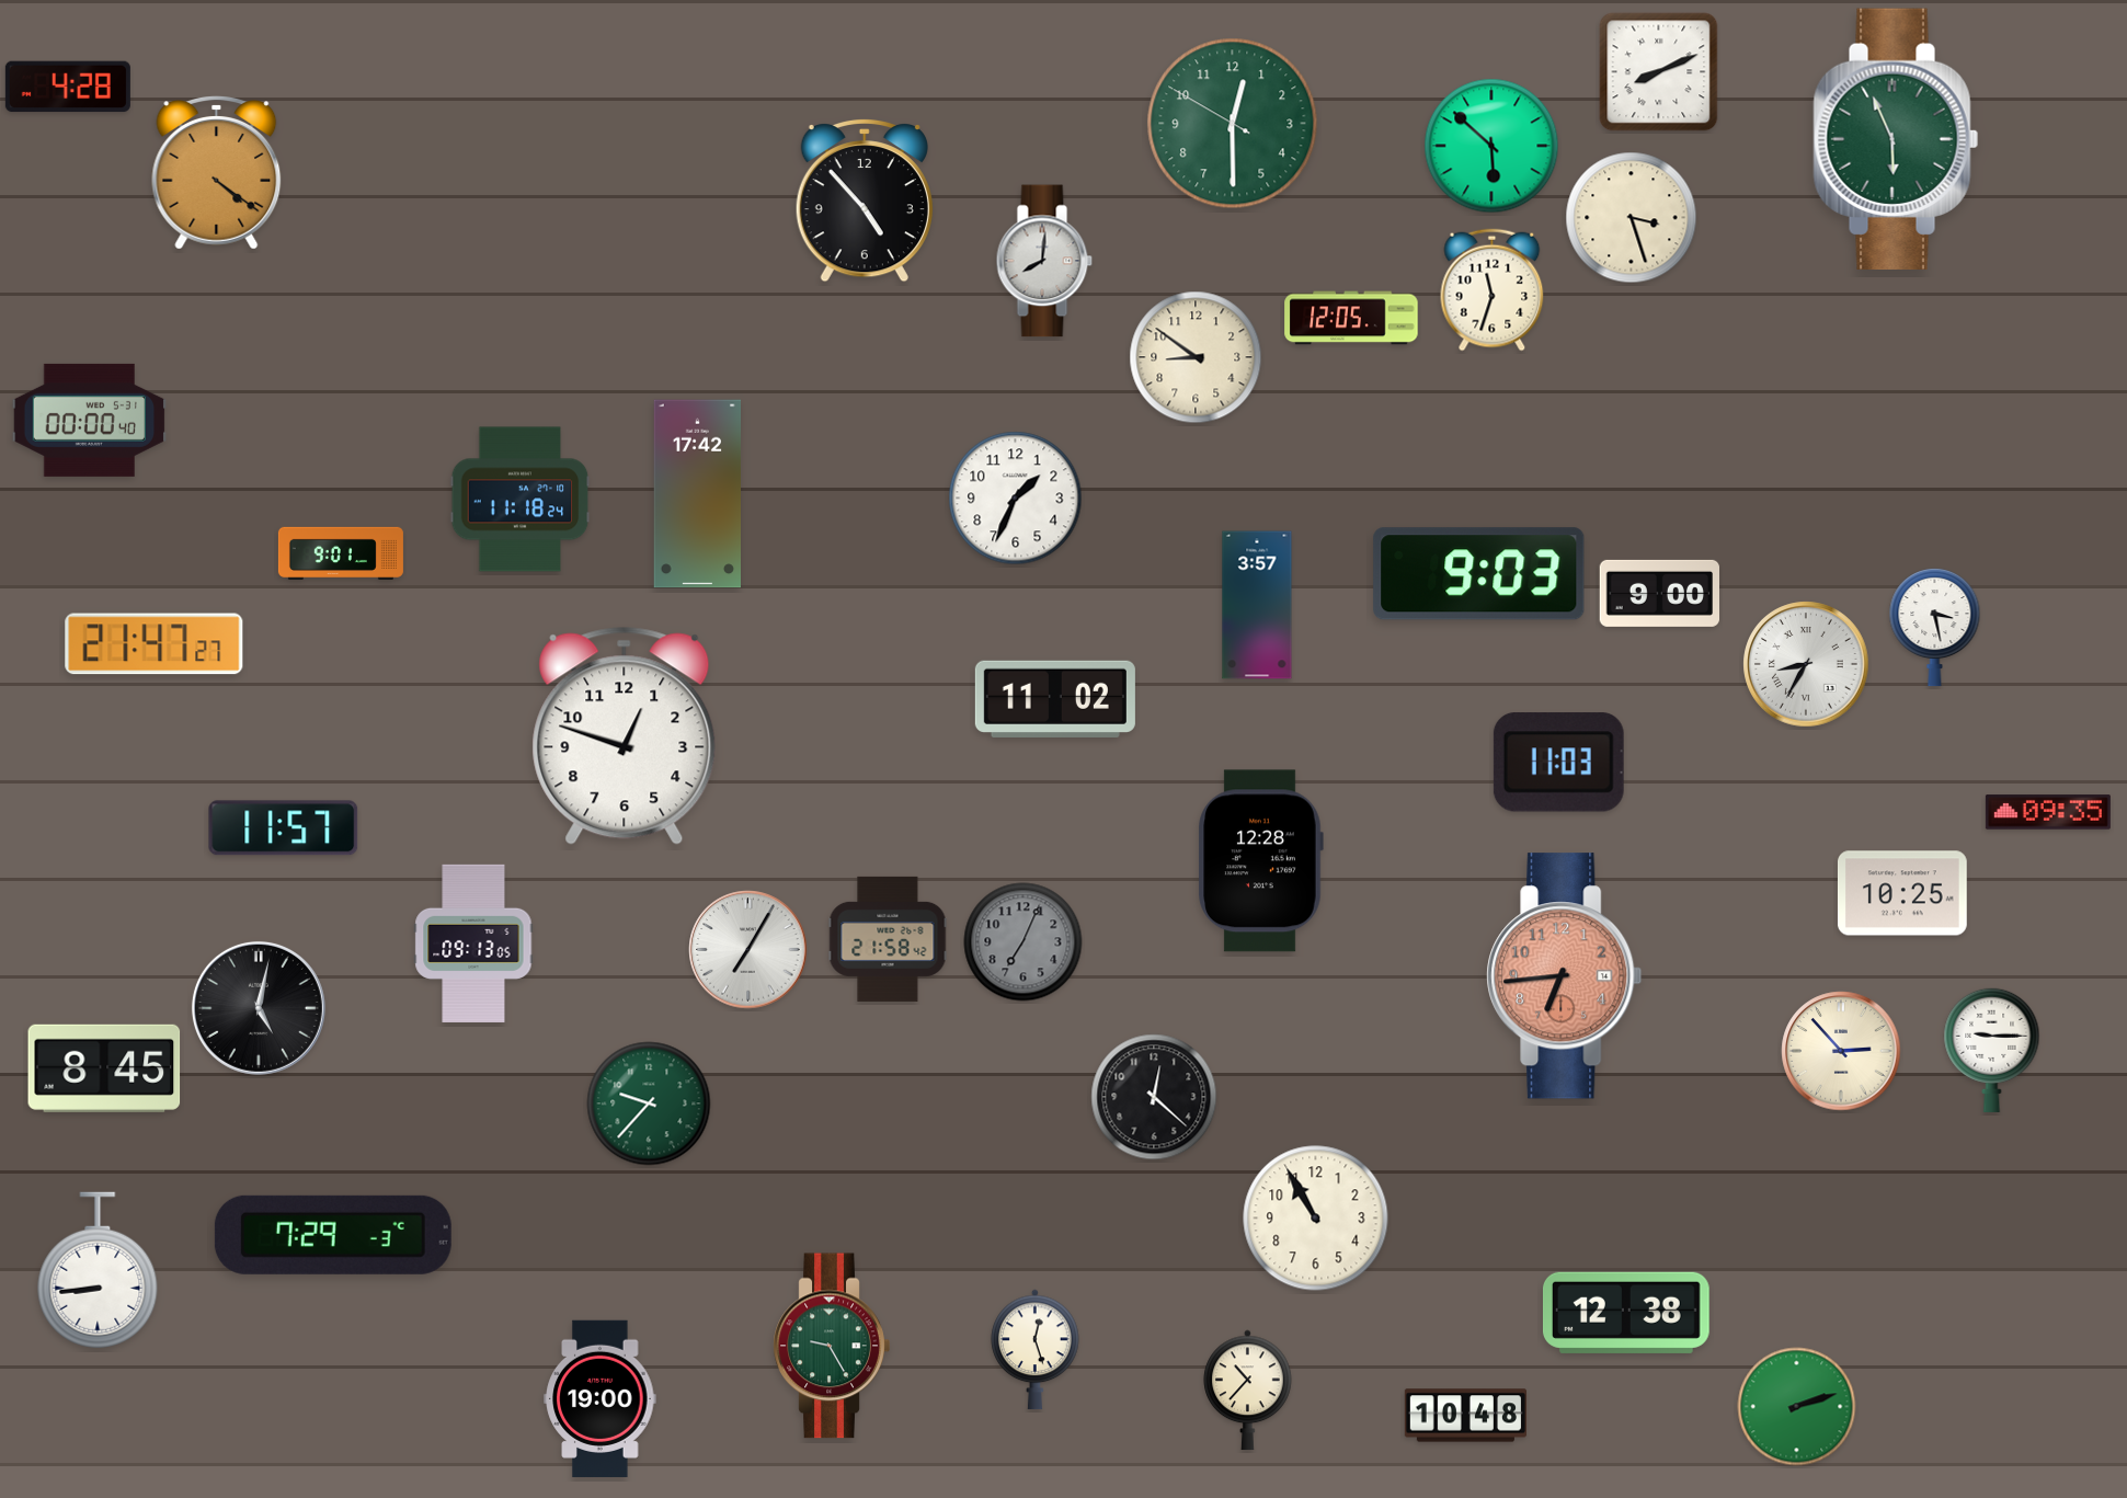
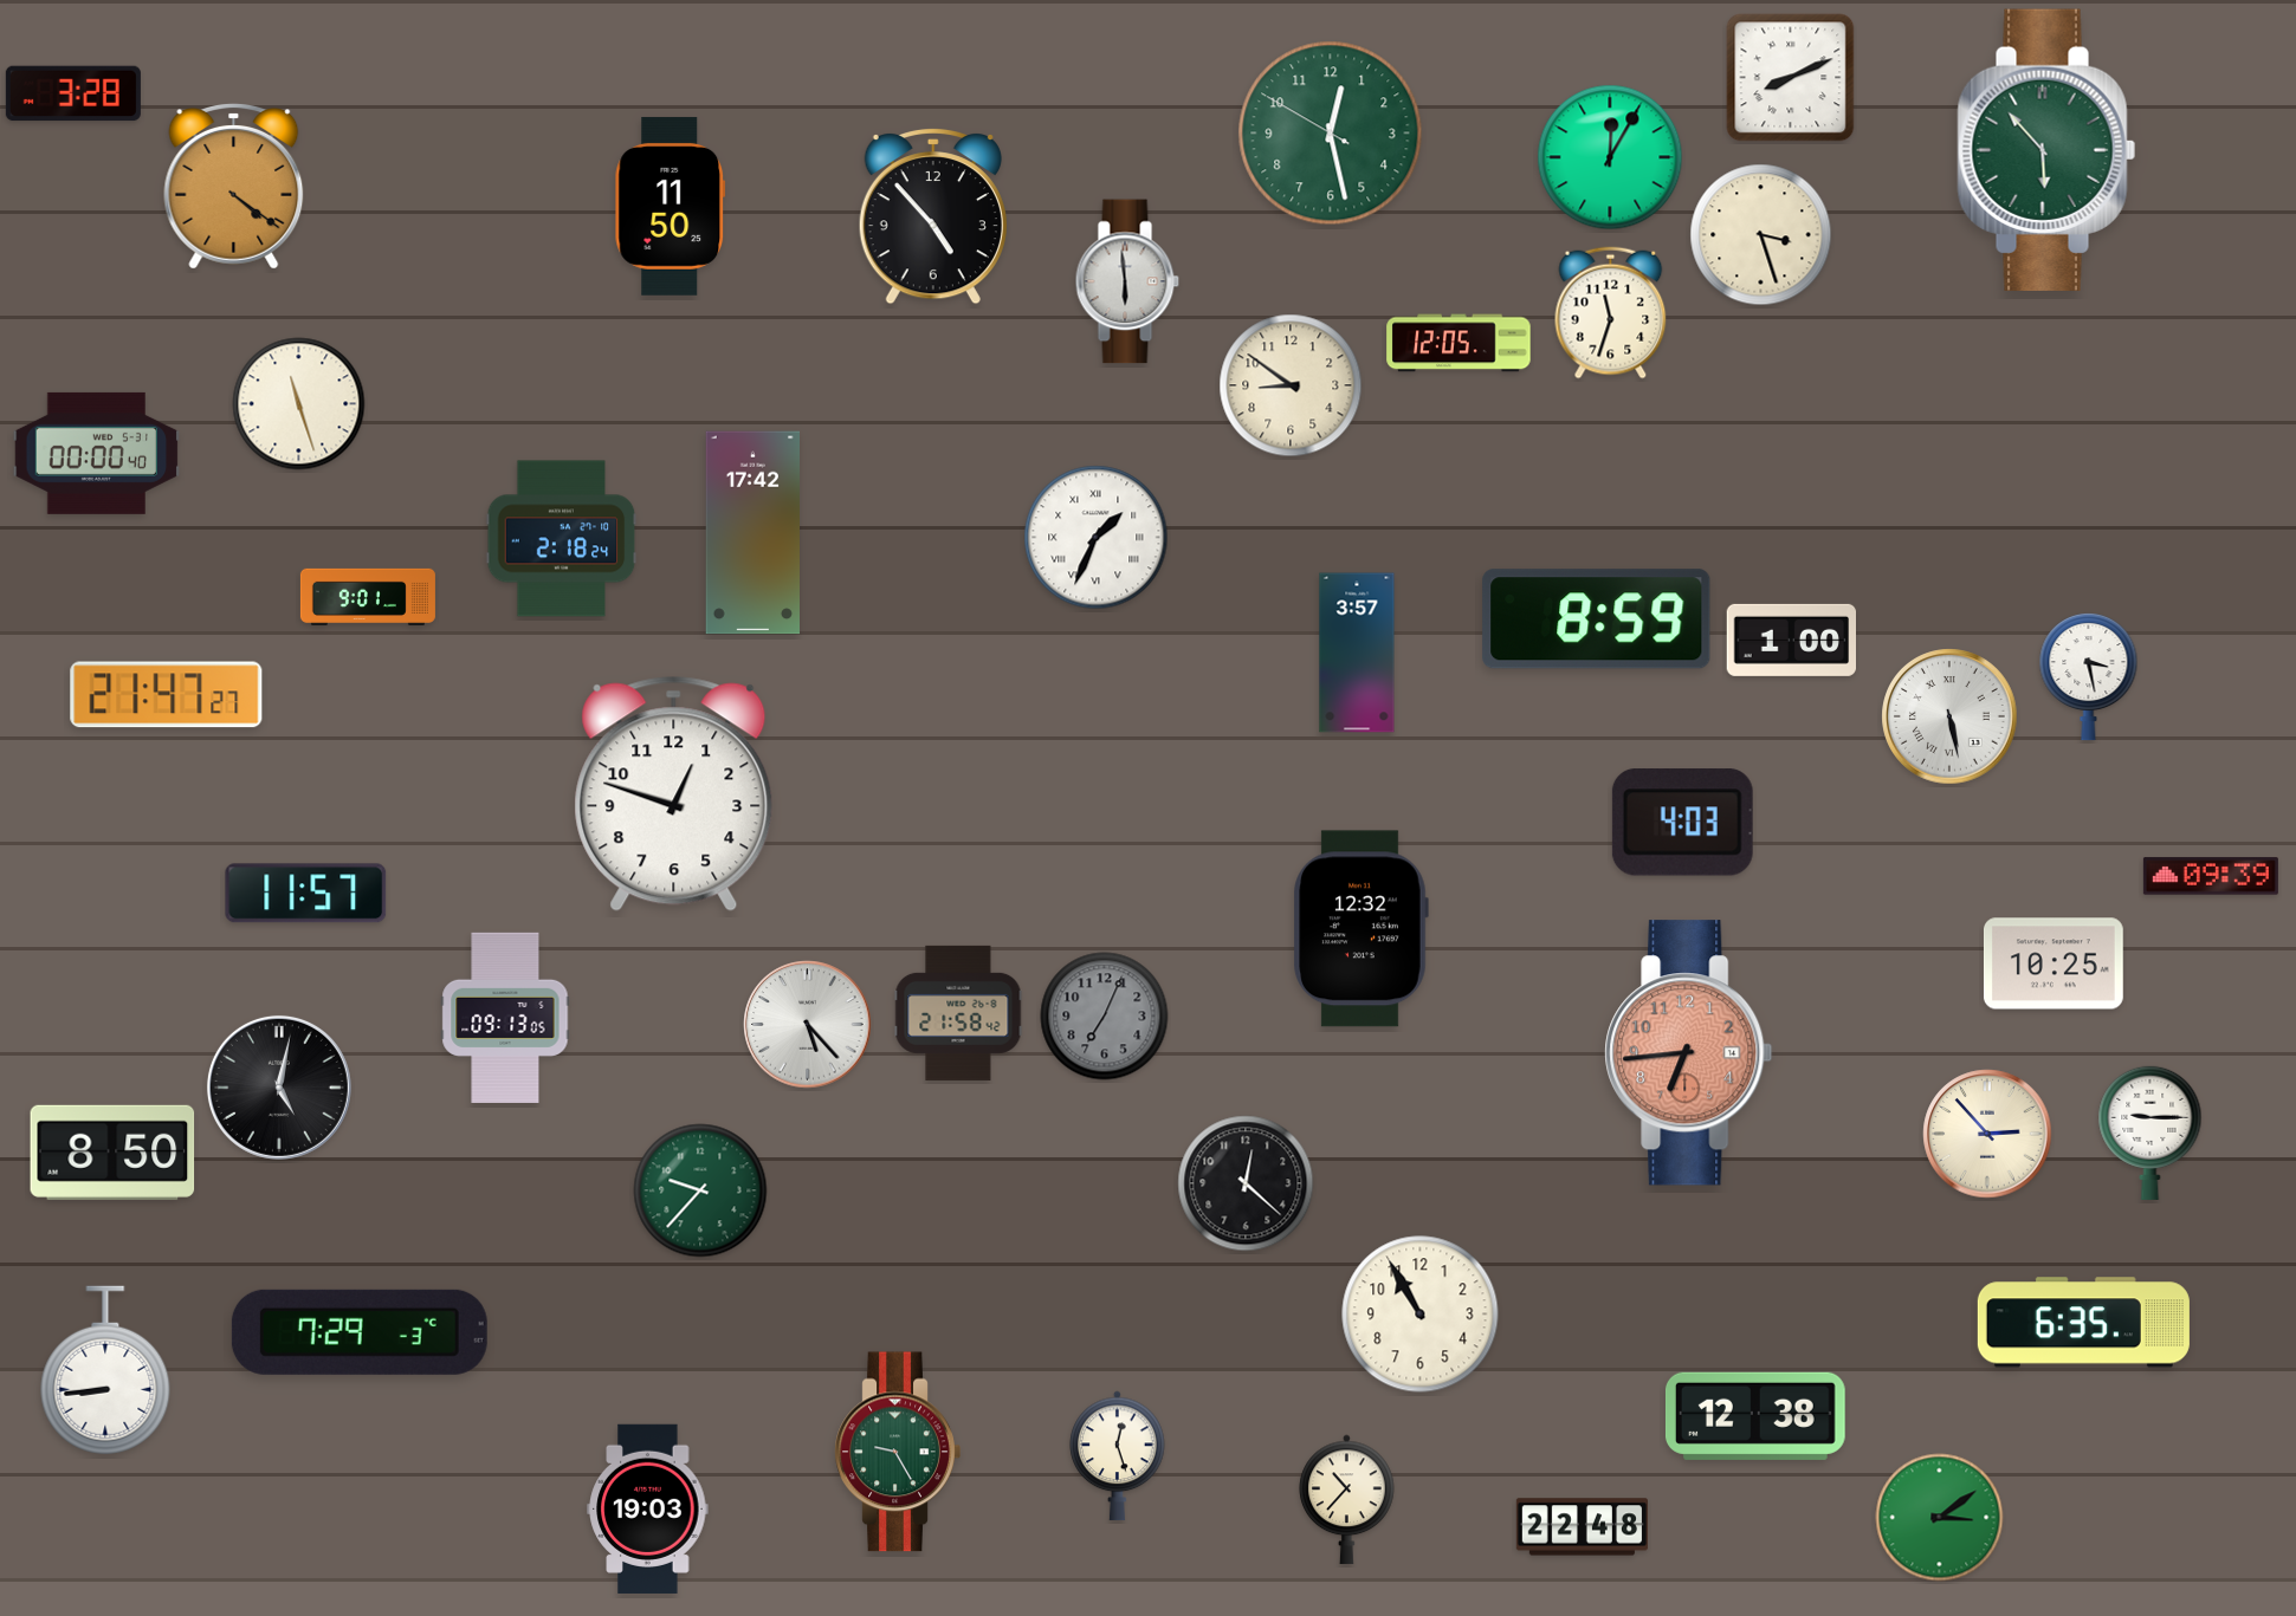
clock at (68, 87): 4:28 -> 3:28
clock at (1233, 124): 12:29 -> 12:27
clock at (1896, 139): 5:56 -> 5:53
clock at (1491, 146): 5:52 -> 12:05
clock at (671, 206): none -> 11:50
clock at (1044, 261): 8:01 -> 5:59
clock at (299, 404): none -> 11:27
clock at (1016, 499) numerals: Arabic -> Roman
clock at (521, 500): 11:18 -> 2:18
clock at (1479, 574): 9:03 -> 8:59
clock at (1660, 593): 9:00 -> 1:00
clock at (1806, 664): 8:35 -> 5:28
clock at (1055, 699): 11:02 -> none
clock at (1558, 763): 11:03 -> 4:03
clock at (2048, 812): 09:35 -> 09:39
clock at (1260, 861): 12:28 -> 12:32
clock at (473, 944) position: (473, 944) -> (505, 1018)
clock at (748, 950): 7:05 -> 5:23
clock at (104, 1068): 8:45 -> 8:50
clock at (2083, 1323): none -> 6:35
clock at (601, 1398): 19:00 -> 19:03
clock at (1797, 1407): 2:12 -> 3:09
clock at (1465, 1416): 10:48 -> 22:48
